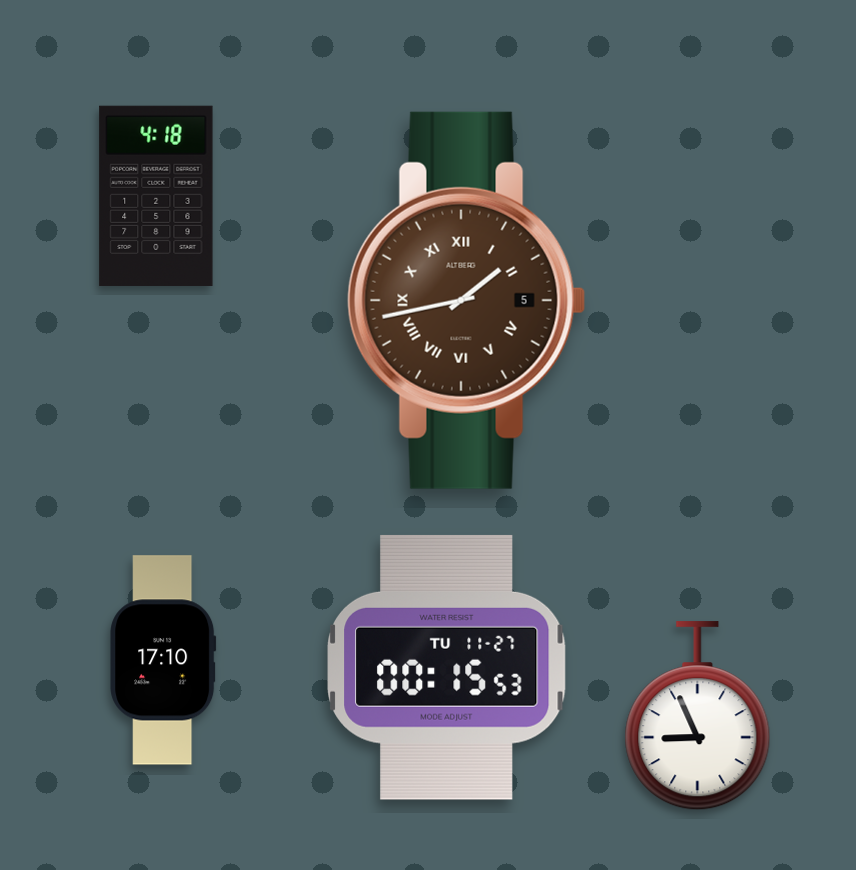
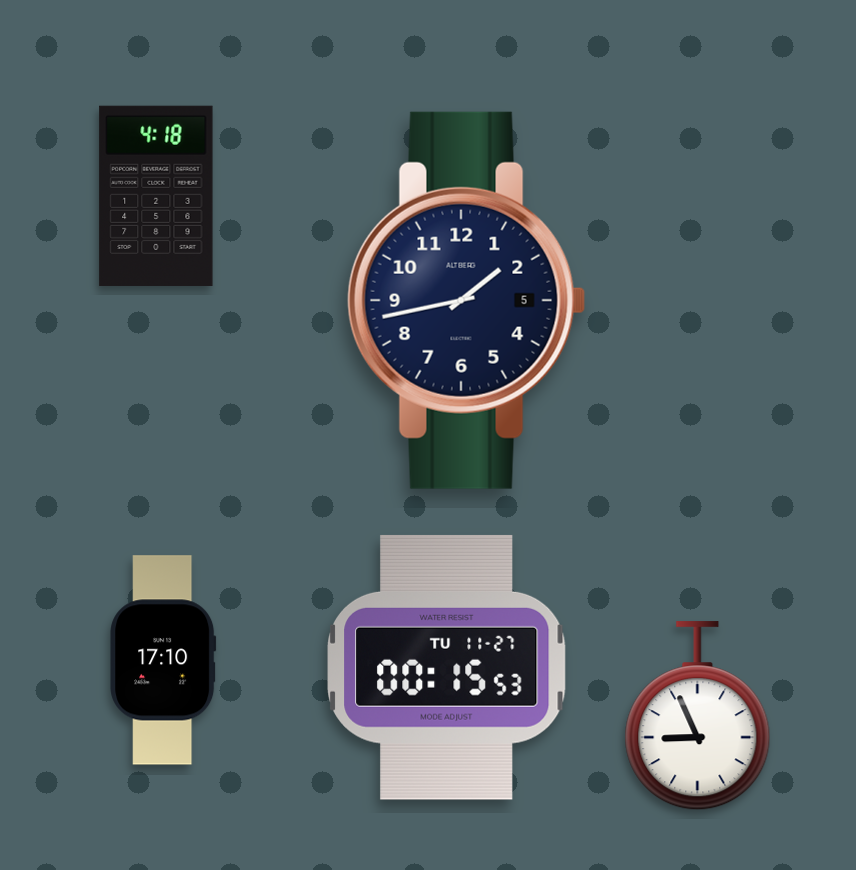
clock at (467, 300) dial: brown -> navy
clock at (467, 300) numerals: Roman -> Arabic
